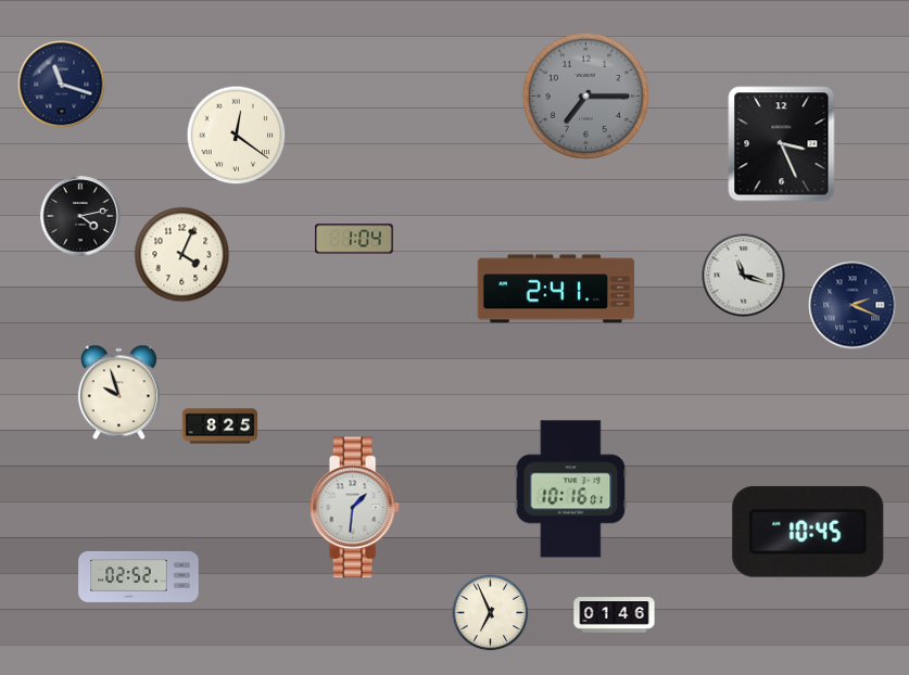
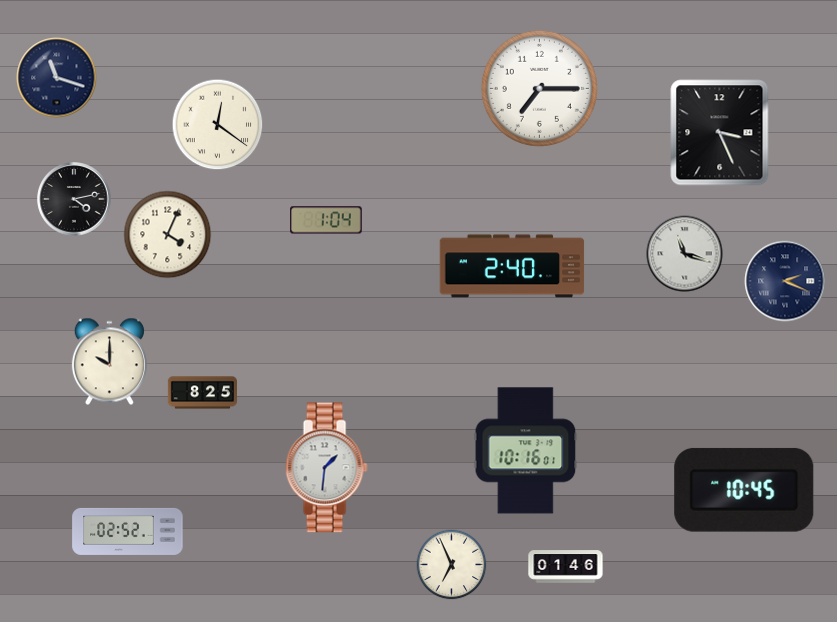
clock at (585, 95) dial: grey -> white
clock at (556, 289): 2:41 -> 2:40
clock at (118, 393): 9:57 -> 10:00
